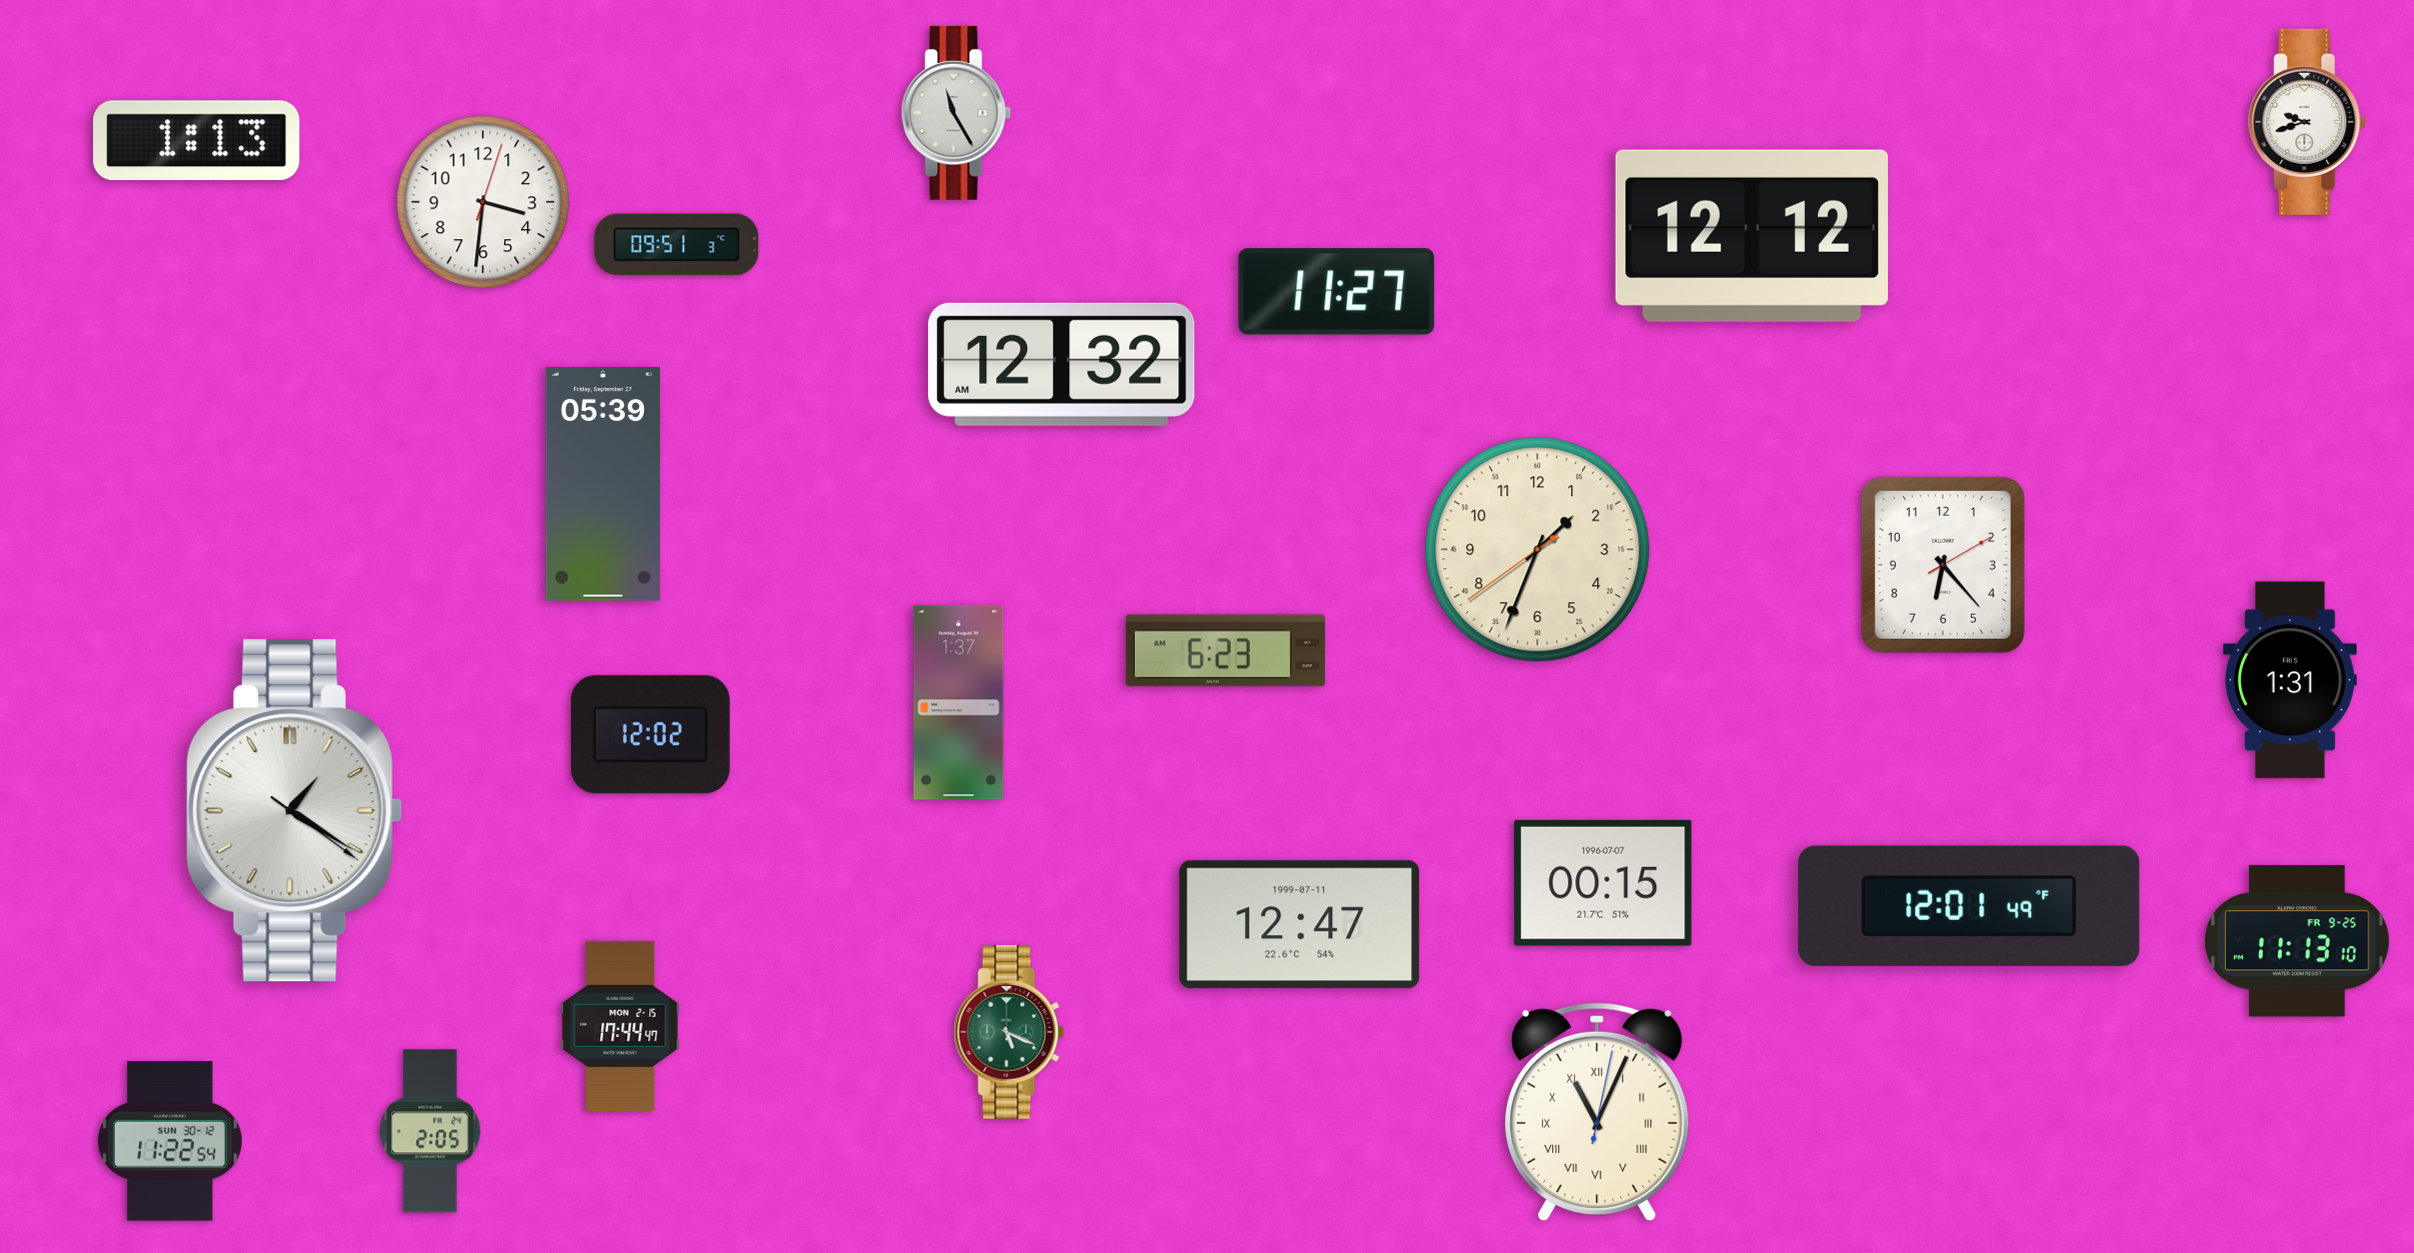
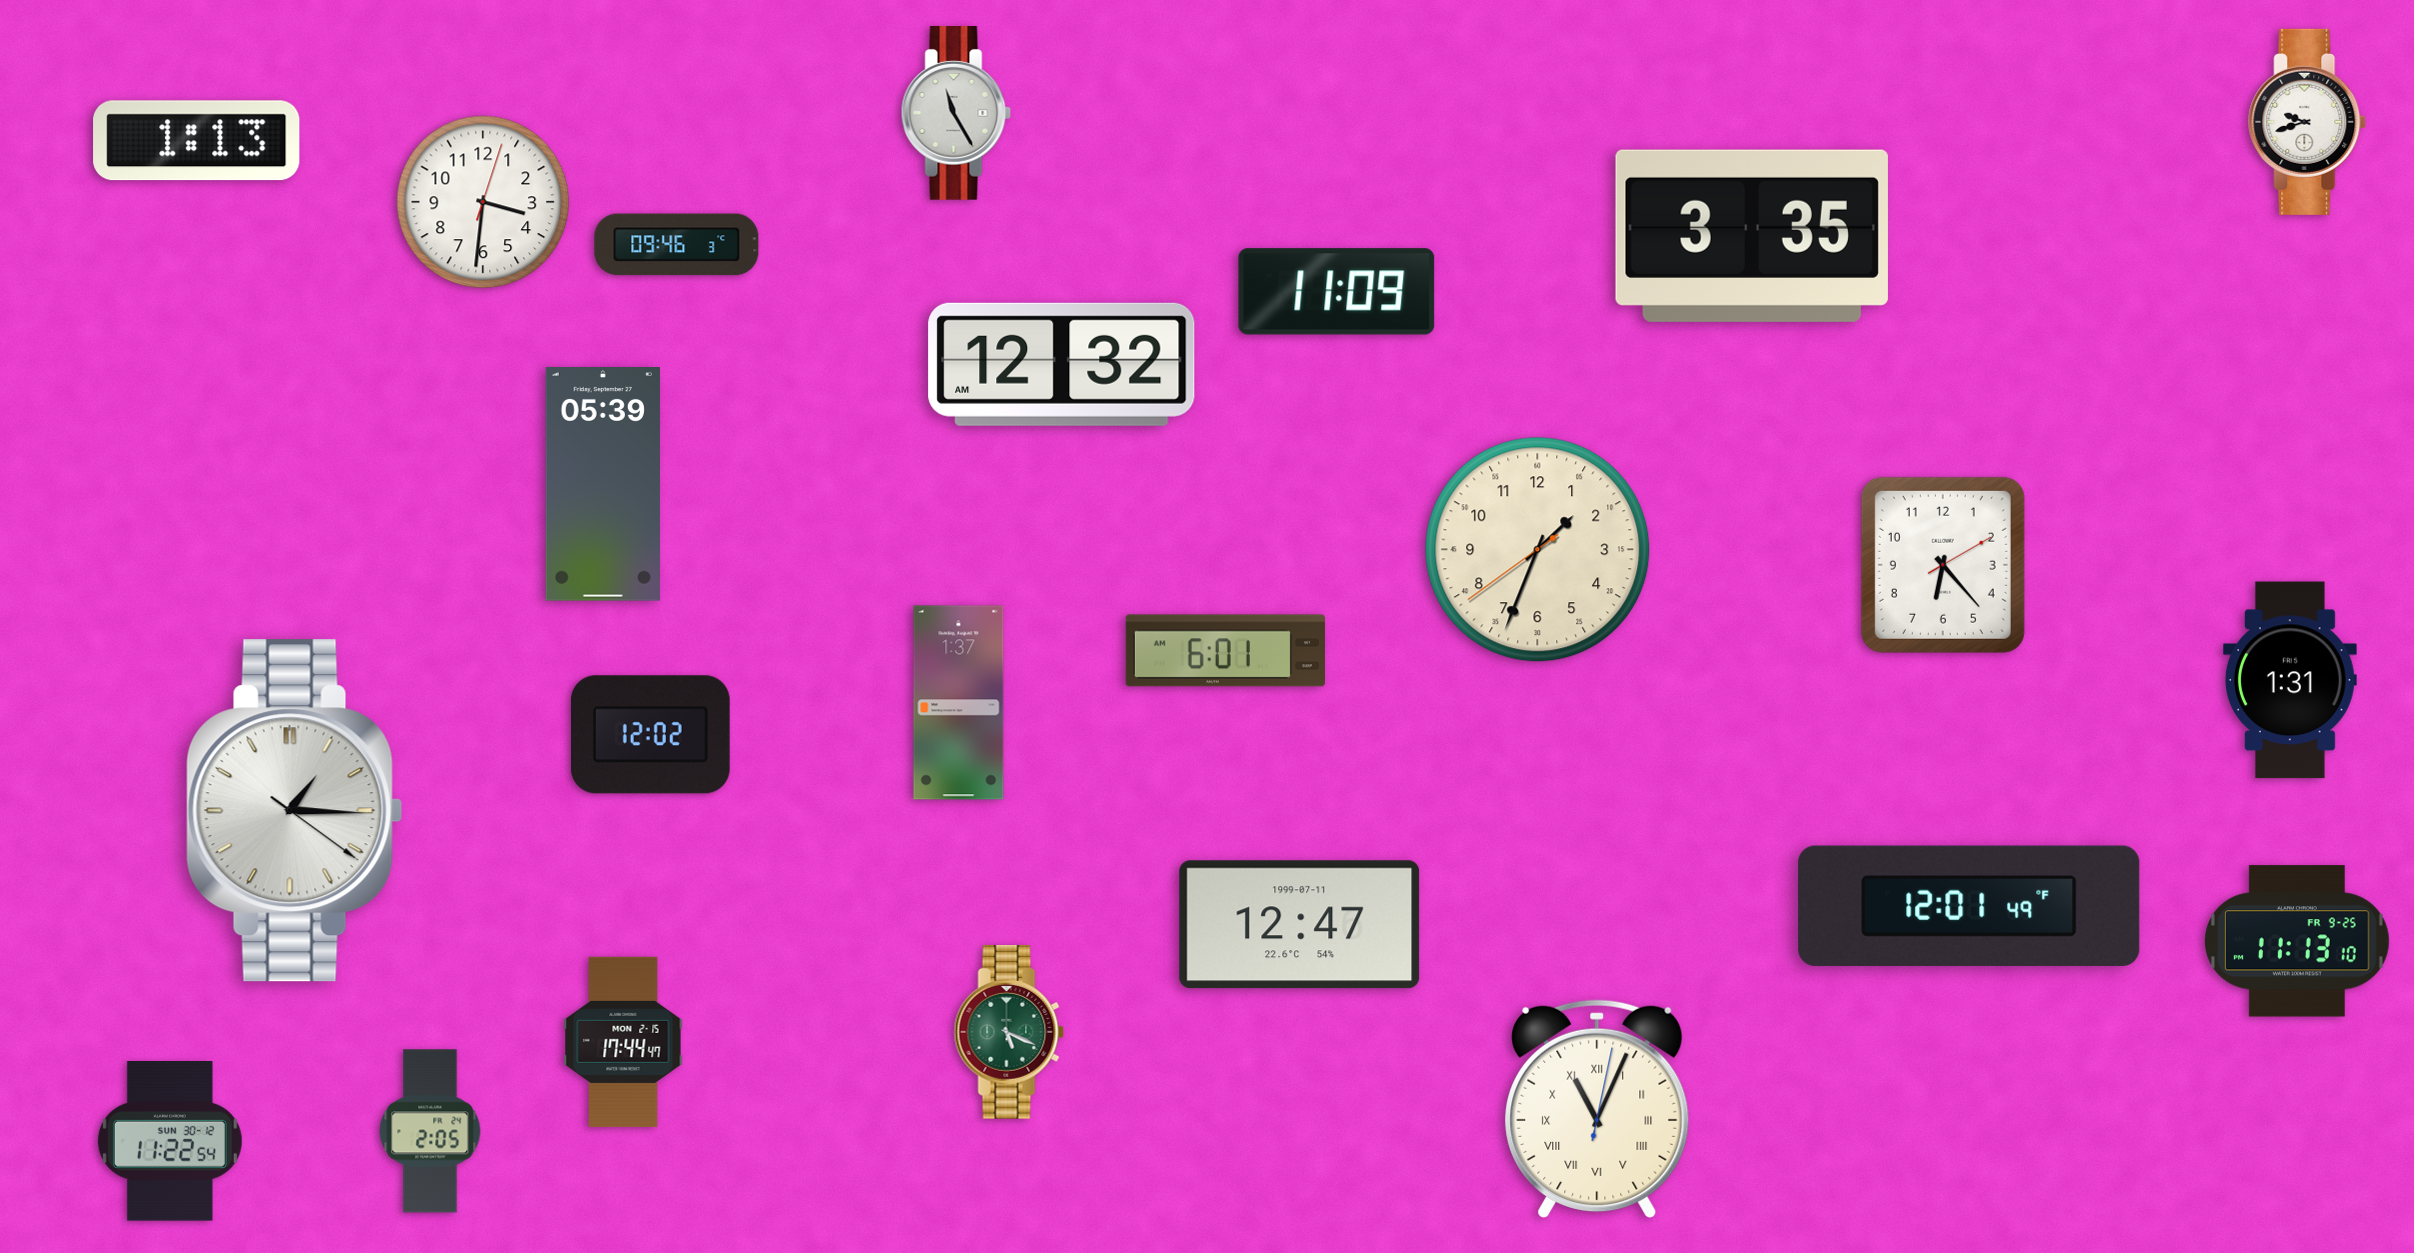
clock at (1752, 236): 12:12 -> 3:35
clock at (677, 245): 09:51 -> 09:46
clock at (1337, 292): 11:27 -> 11:09
clock at (1225, 651): 6:23 -> 6:01
clock at (295, 811): 1:20 -> 1:15
clock at (1603, 883): 00:15 -> none
clock at (620, 1026) position: (620, 1026) -> (623, 1042)
clock at (1597, 1112) position: (1597, 1112) -> (1597, 1109)
